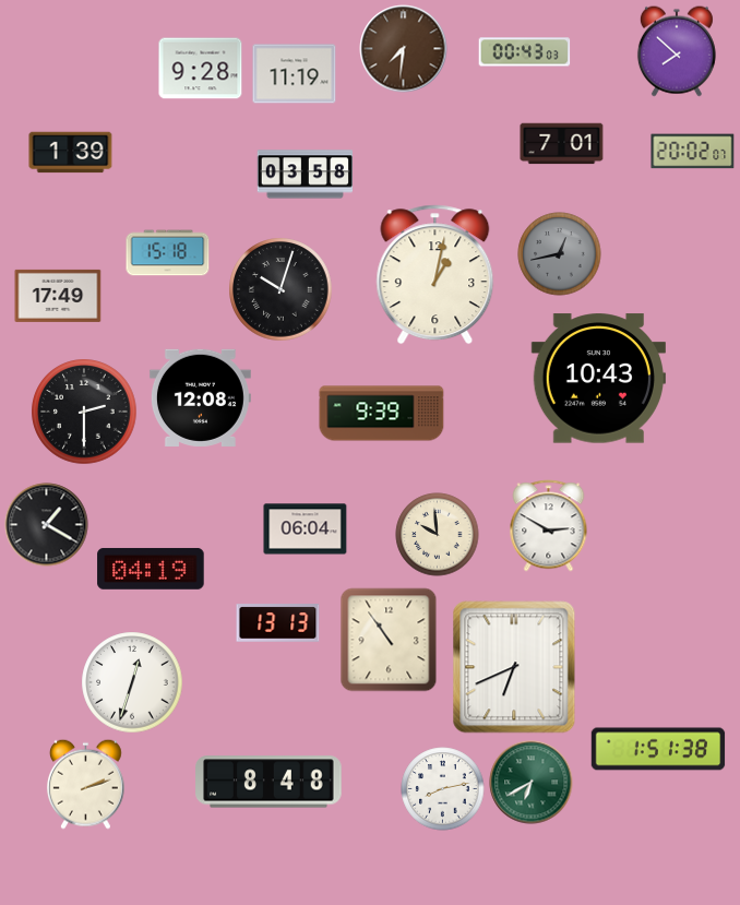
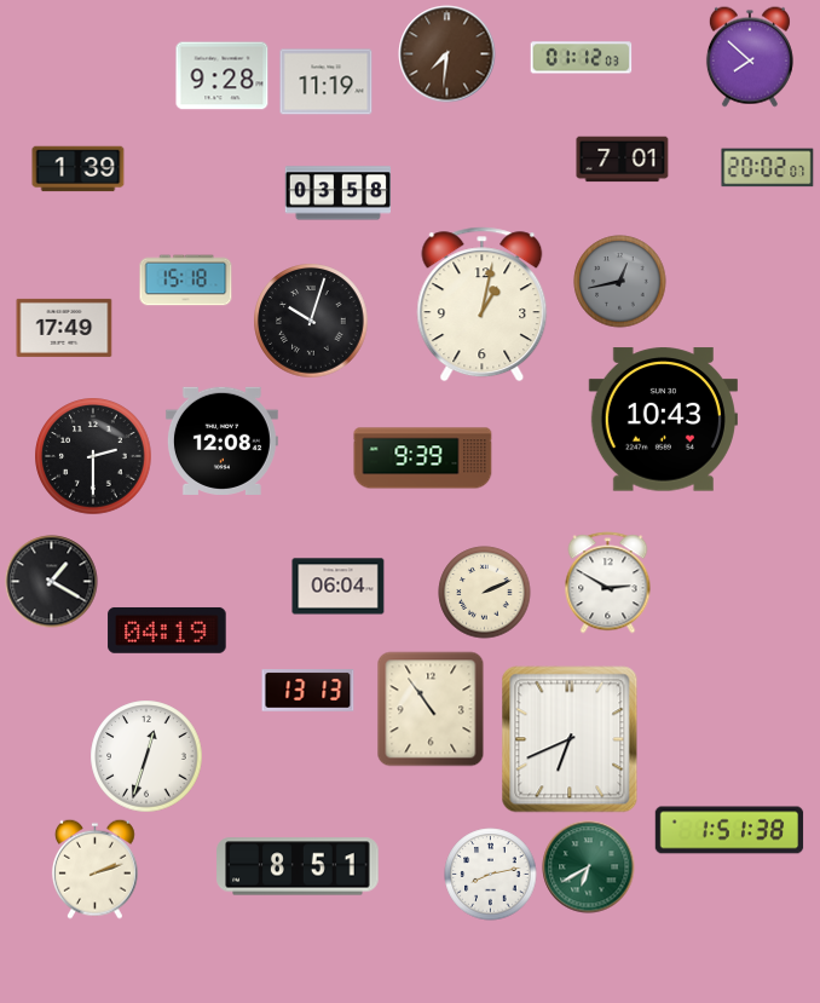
clock at (525, 52): 00:43 -> 01:12
clock at (438, 535): 9:59 -> 2:11
clock at (268, 782): 8:48 -> 8:51
